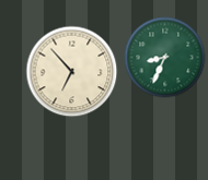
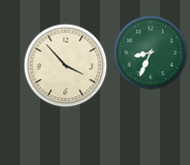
clock at (72, 72): 6:53 -> 3:53
